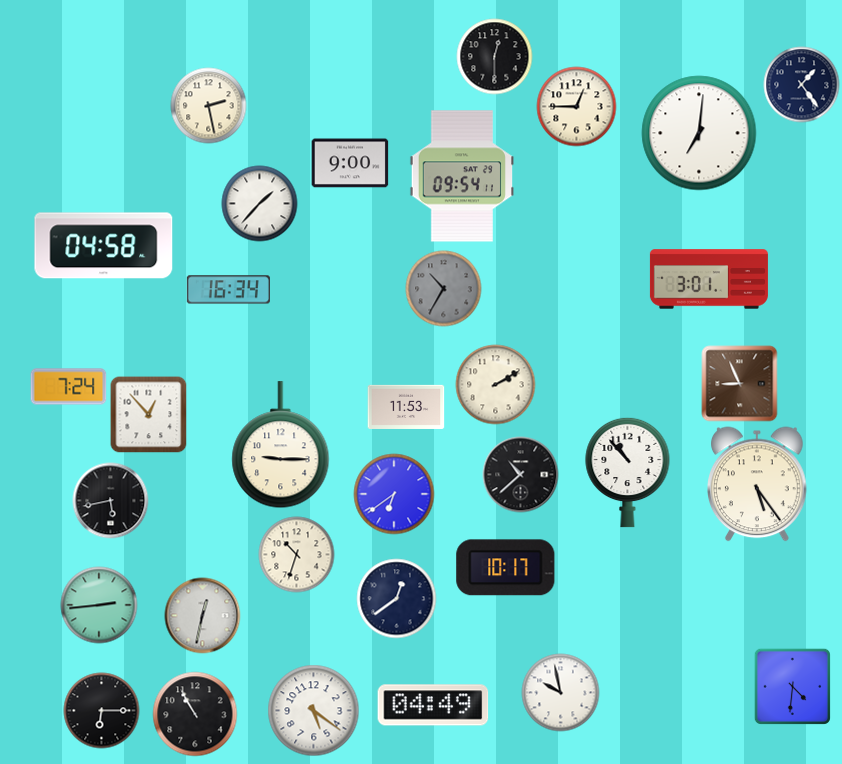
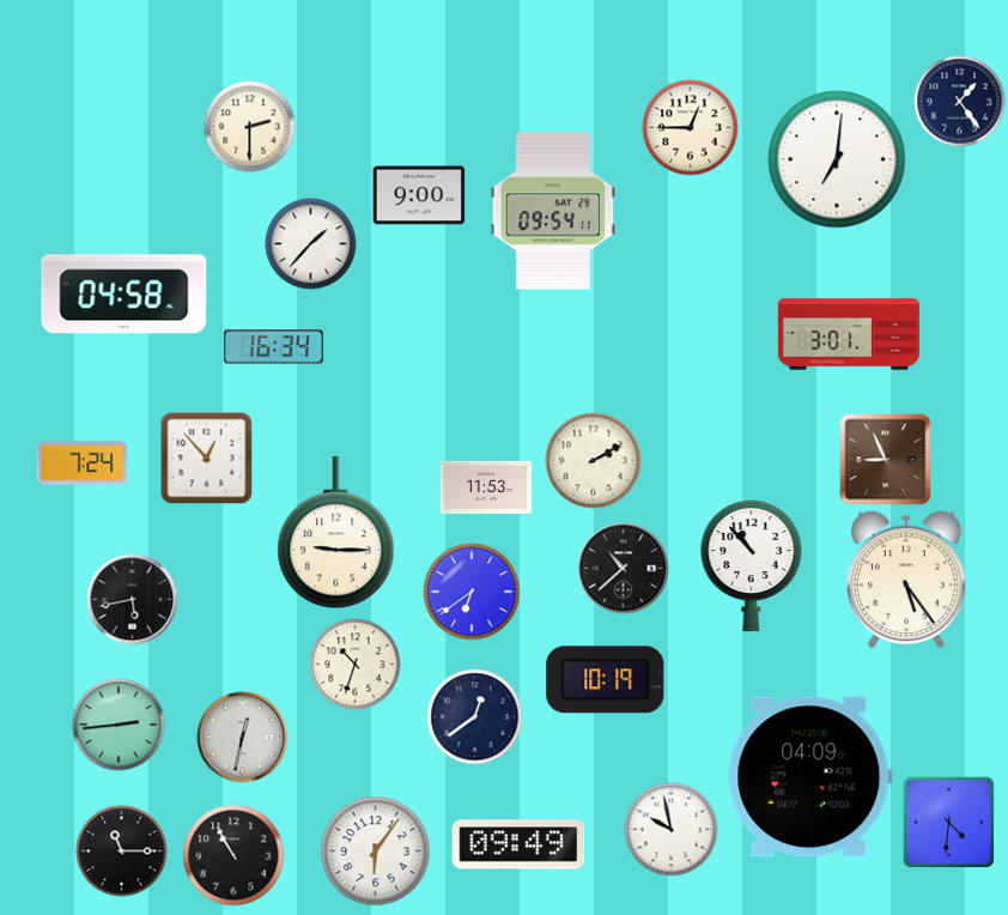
clock at (495, 57): 12:30 -> none
clock at (209, 106): 2:28 -> 2:30
clock at (444, 289): 10:35 -> none
clock at (149, 415) position: (149, 415) -> (207, 459)
clock at (506, 568): 10:17 -> 10:19
clock at (809, 777): none -> 04:09
clock at (433, 705): 04:49 -> 09:49
clock at (102, 711): 6:15 -> 11:15
clock at (314, 711): 5:21 -> 6:06
